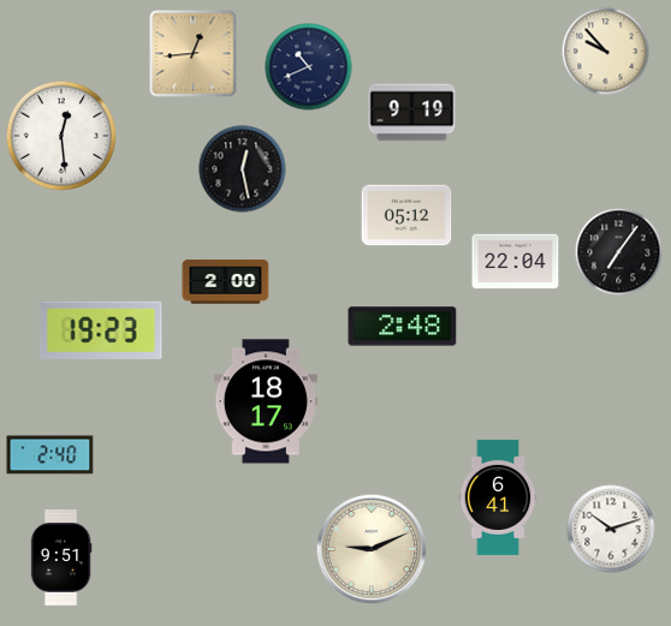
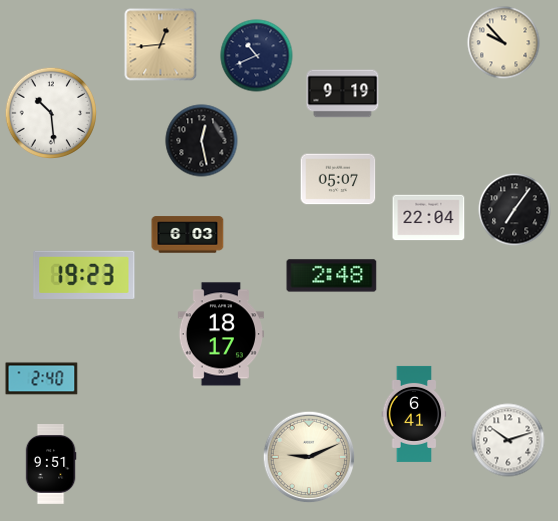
clock at (61, 136): 12:29 -> 10:29
clock at (406, 215): 05:12 -> 05:07
clock at (226, 282): 2:00 -> 6:03
clock at (403, 327) position: (403, 327) -> (332, 276)
